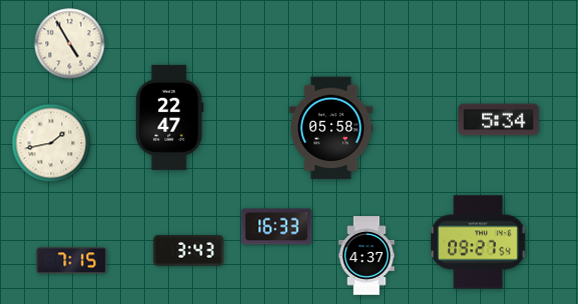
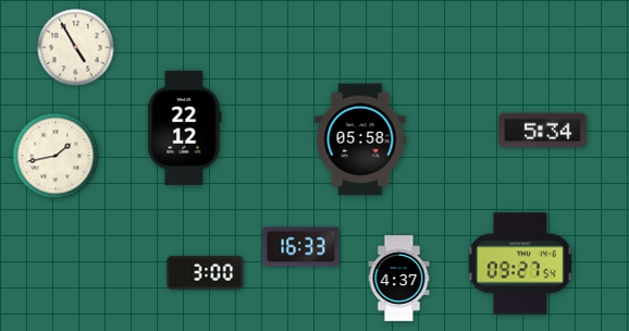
clock at (170, 117): 22:47 -> 22:12
clock at (189, 251): 3:43 -> 3:00
clock at (72, 261): 7:15 -> none
